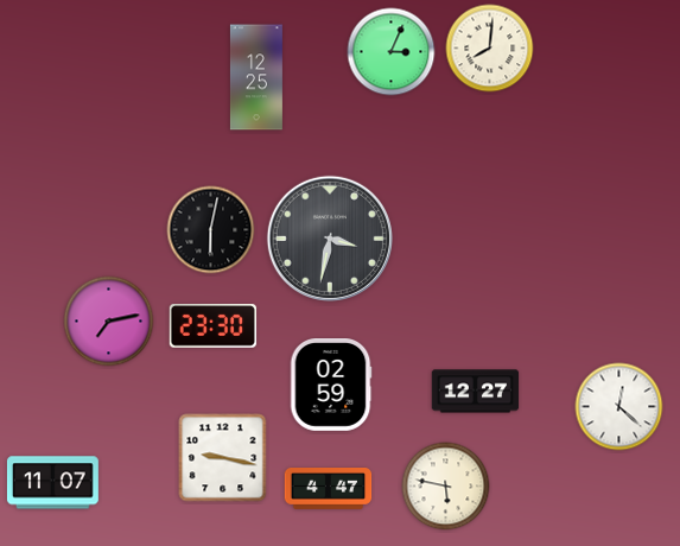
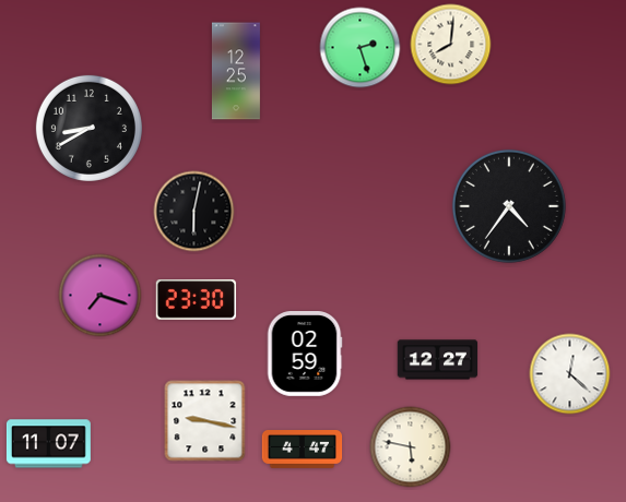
clock at (392, 52): 3:04 -> 2:27
clock at (88, 128): none -> 8:40
clock at (509, 206): none -> 4:36
clock at (330, 239): 3:32 -> none
clock at (109, 322): 7:13 -> 7:18
